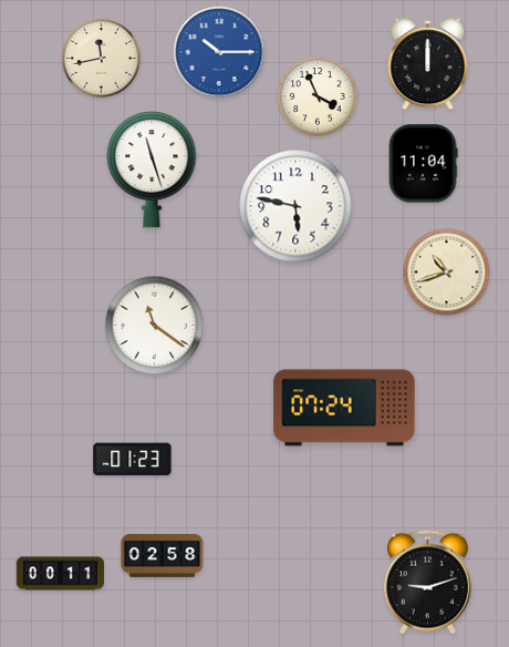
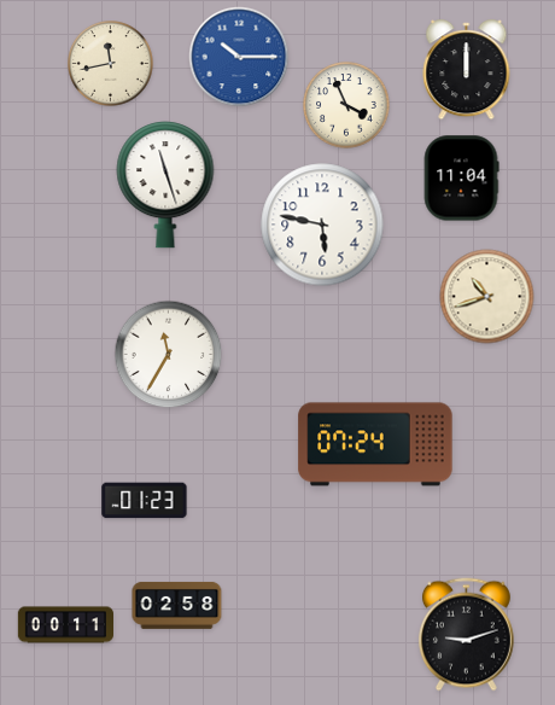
clock at (155, 326): 11:21 -> 11:35
